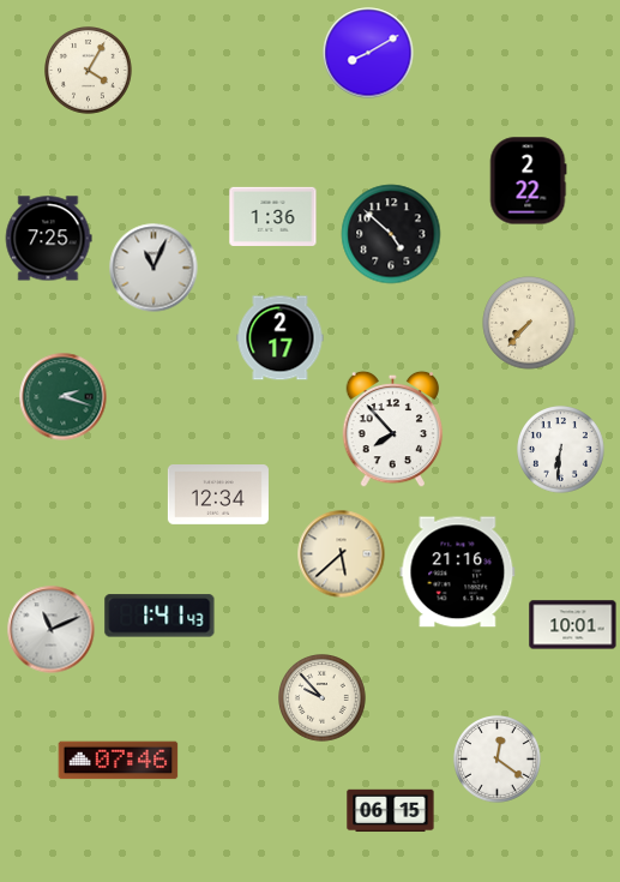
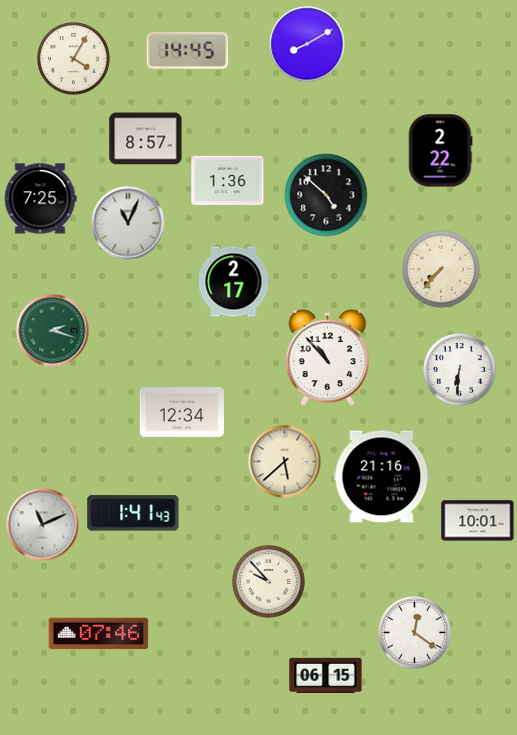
clock at (188, 51): none -> 14:45
clock at (146, 139): none -> 8:57
clock at (393, 430): 7:53 -> 10:53
clock at (561, 450) position: (561, 450) -> (460, 370)
